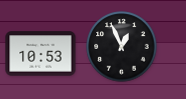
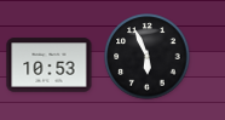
clock at (122, 47): 12:56 -> 5:56
